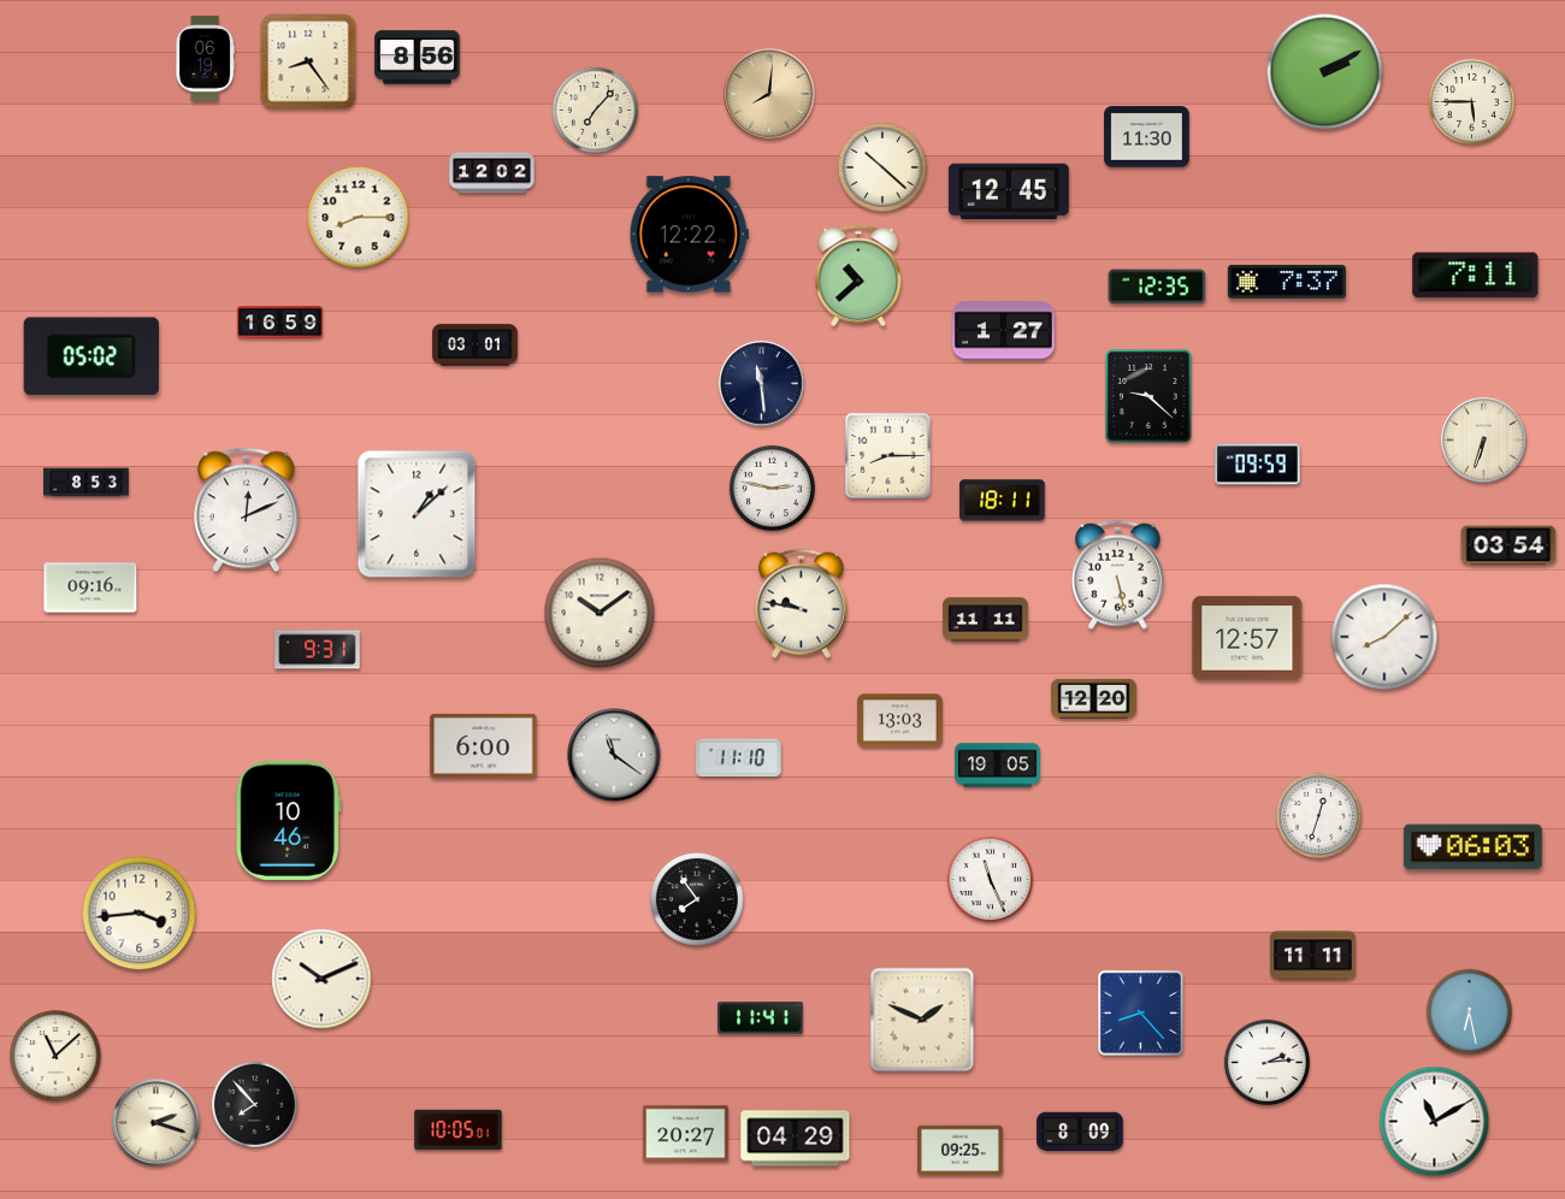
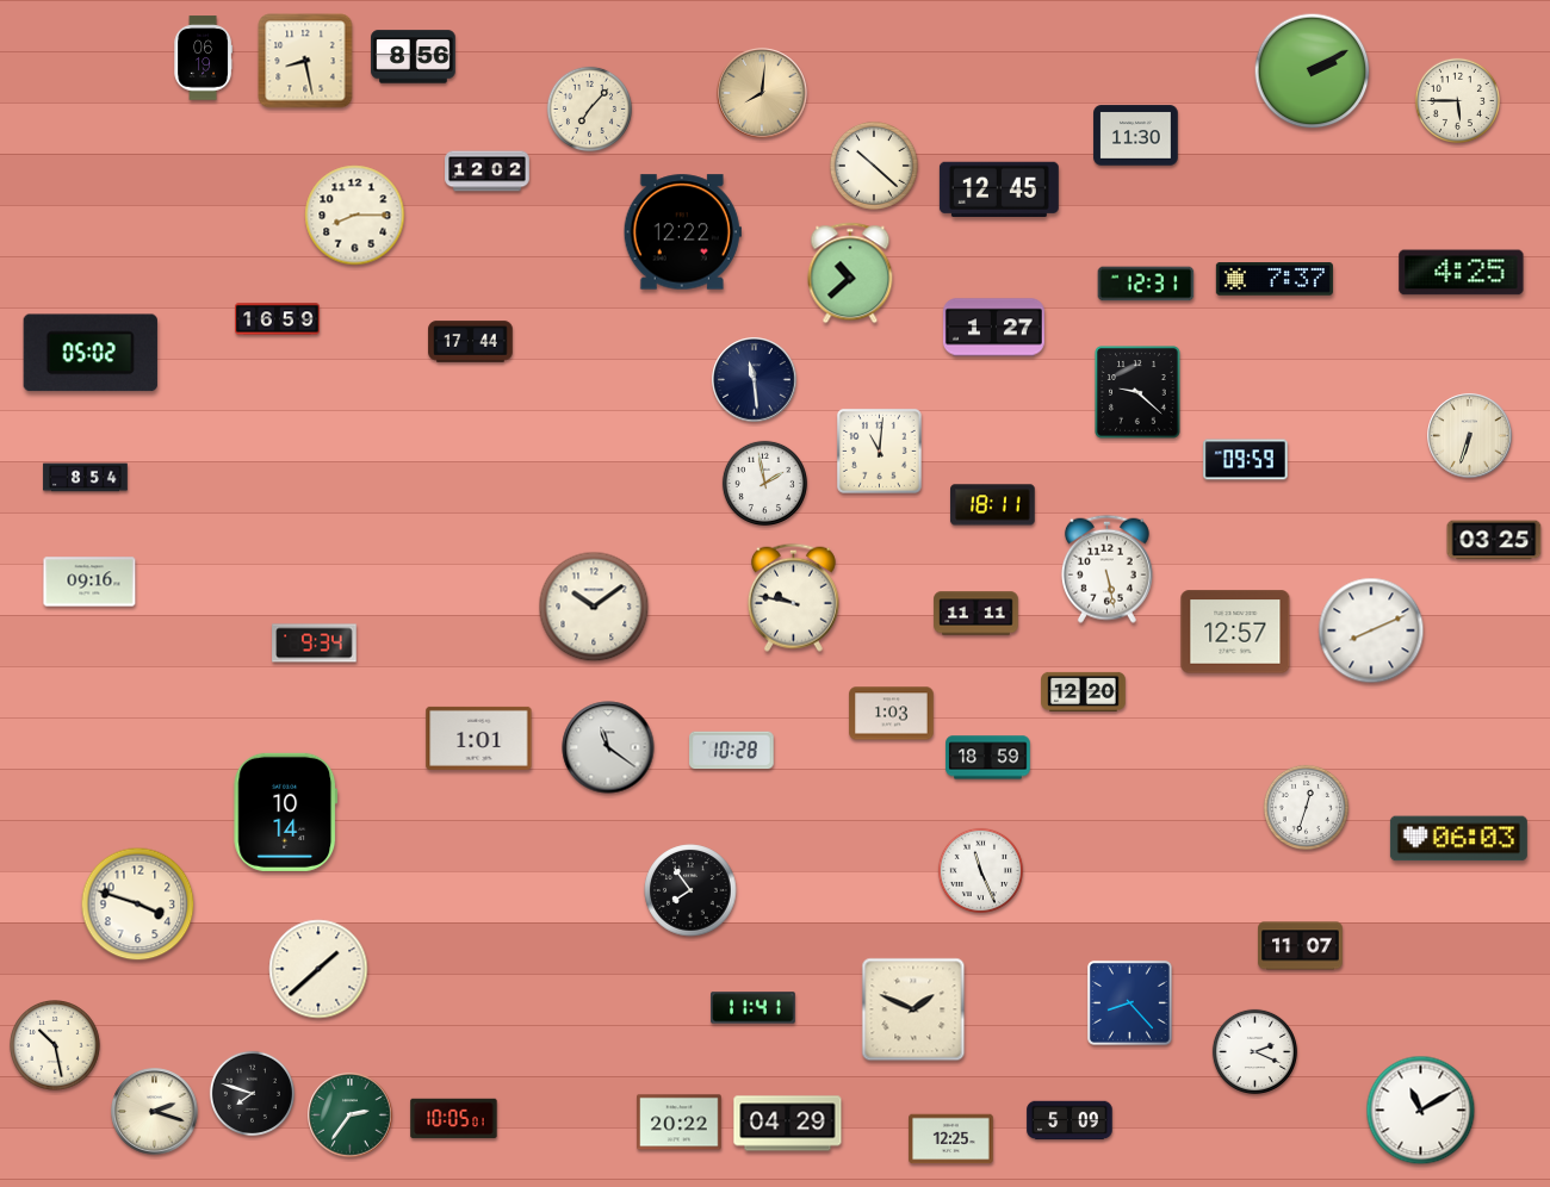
clock at (308, 61): 8:24 -> 8:28
clock at (1476, 276): 7:11 -> 4:25
clock at (1157, 287): 12:35 -> 12:31
clock at (476, 345): 03:01 -> 17:44
clock at (888, 456): 8:15 -> 11:01
clock at (87, 483): 8:53 -> 8:54
clock at (772, 488): 2:47 -> 1:58
clock at (1003, 501) position: (1003, 501) -> (993, 505)
clock at (247, 510): 12:11 -> none
clock at (417, 514): 1:08 -> none
clock at (1508, 545): 03:54 -> 03:25
clock at (1384, 637): 8:08 -> 8:11
clock at (318, 650): 9:31 -> 9:34
clock at (900, 721): 13:03 -> 1:03
clock at (484, 745): 6:00 -> 1:01
clock at (739, 758): 11:10 -> 10:28
clock at (998, 766): 19:05 -> 18:59
clock at (289, 820): 10:46 -> 10:14
clock at (140, 914): 3:44 -> 3:48
clock at (1313, 956): 11:11 -> 11:07
clock at (321, 979): 10:11 -> 1:38
clock at (1469, 1011): 6:28 -> none
clock at (57, 1057): 11:08 -> 10:28
clock at (1266, 1062): 2:14 -> 2:19
clock at (254, 1104): 7:53 -> 7:48
clock at (351, 1115): none -> 2:36
clock at (1080, 1132): 8:09 -> 5:09
clock at (686, 1134): 20:27 -> 20:22
clock at (796, 1139) position: (796, 1139) -> (788, 1124)
clock at (961, 1151): 09:25 -> 12:25
